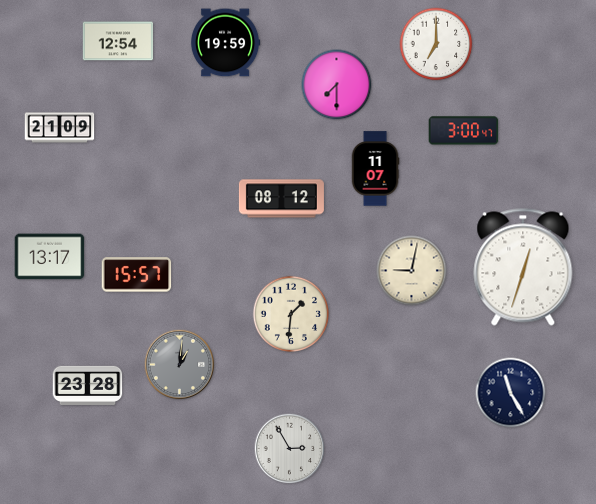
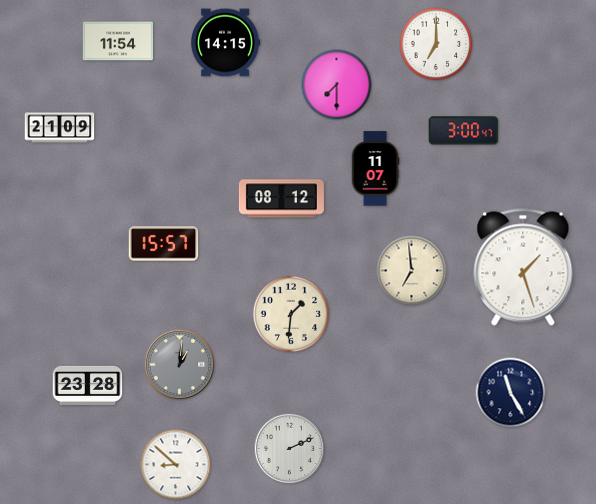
clock at (118, 41): 12:54 -> 11:54
clock at (225, 43): 19:59 -> 14:15
clock at (50, 257): 13:17 -> none
clock at (523, 267): 12:33 -> 1:27
clock at (412, 271): 9:02 -> 6:59
clock at (137, 275) position: (137, 275) -> (164, 244)
clock at (290, 449): 2:55 -> 2:11
clock at (176, 465): none -> 8:52
